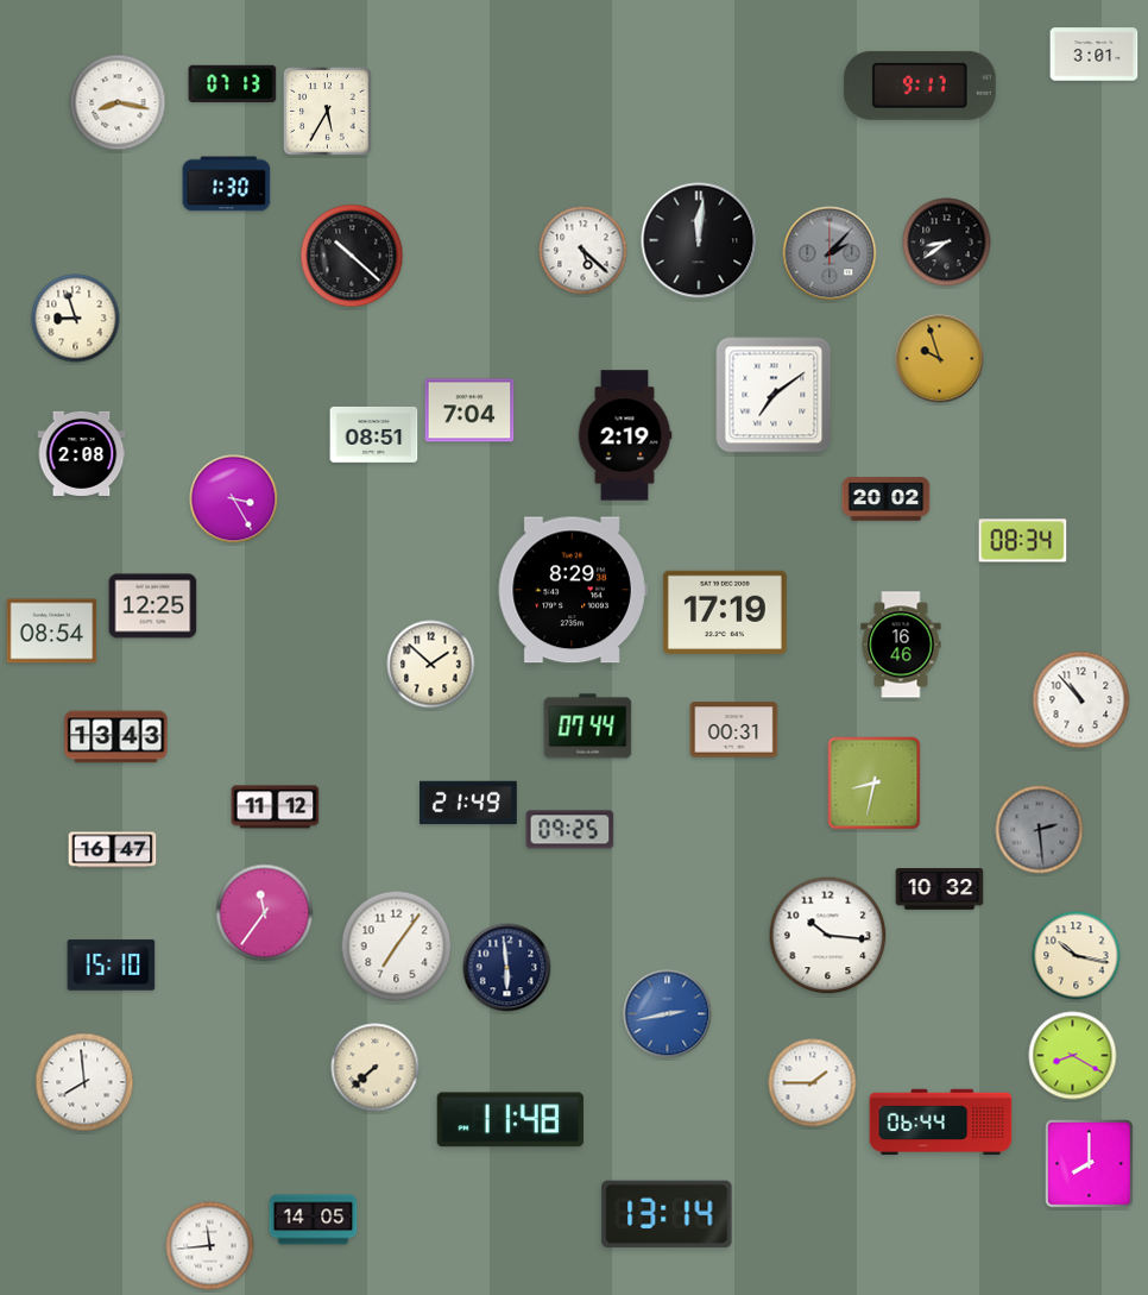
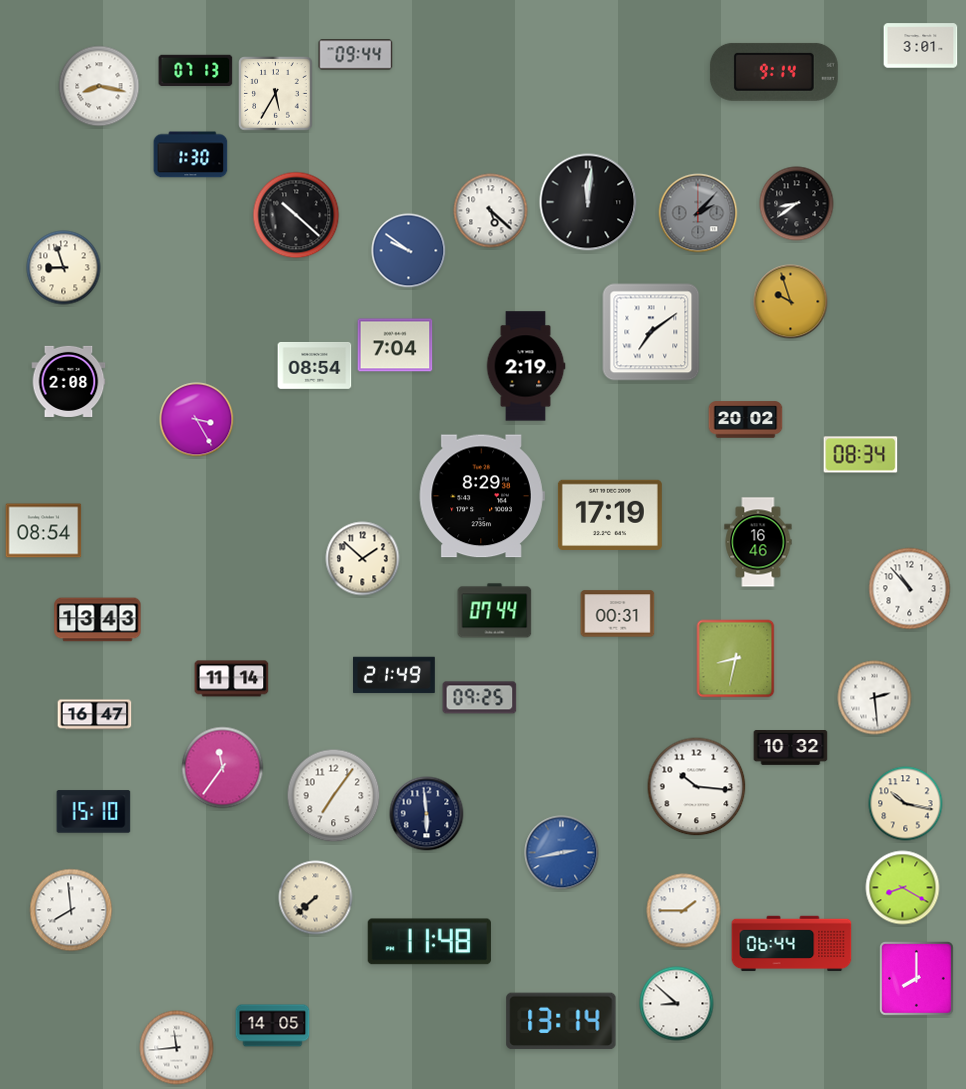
clock at (356, 55): none -> 09:44
clock at (920, 86): 9:17 -> 9:14
clock at (409, 251): none -> 9:51
clock at (374, 434): 08:51 -> 08:54
clock at (153, 606): 12:25 -> none
clock at (276, 807): 11:12 -> 11:14
clock at (1040, 830) dial: grey -> white
clock at (677, 1004): none -> 8:52
clock at (314, 1220) position: (314, 1220) -> (273, 1026)
